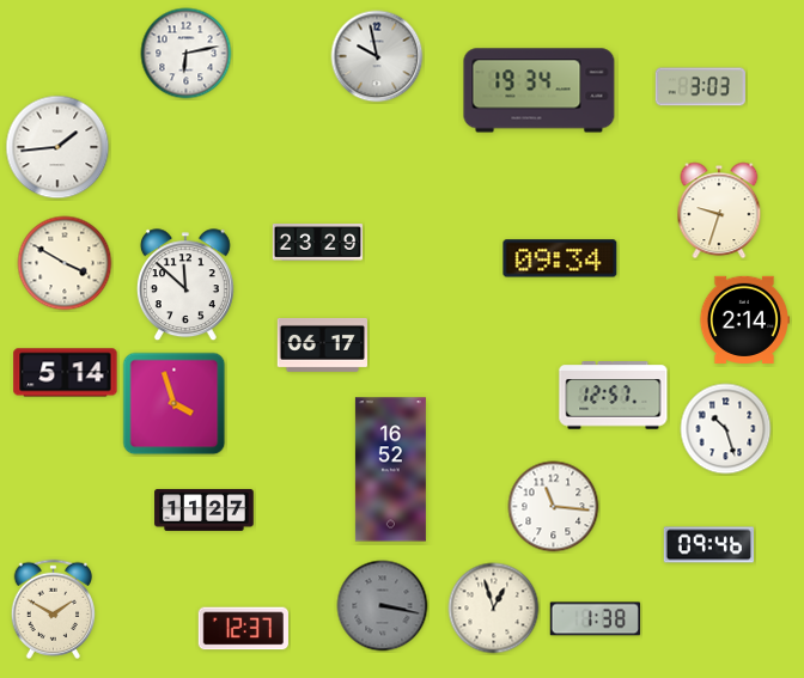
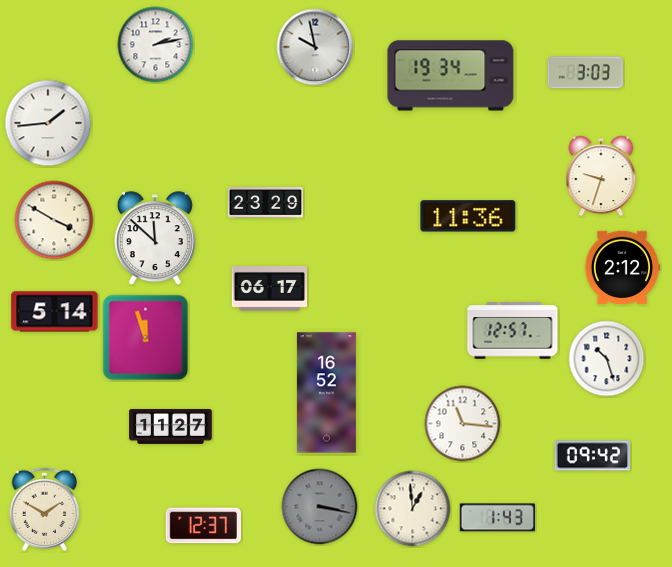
clock at (187, 54): 6:13 -> 2:13
clock at (560, 258): 09:34 -> 11:36
clock at (743, 319): 2:14 -> 2:12
clock at (175, 404): 3:57 -> 11:57
clock at (708, 545): 09:46 -> 09:42
clock at (494, 609): 12:57 -> 12:59
clock at (595, 619): 1:38 -> 1:43
